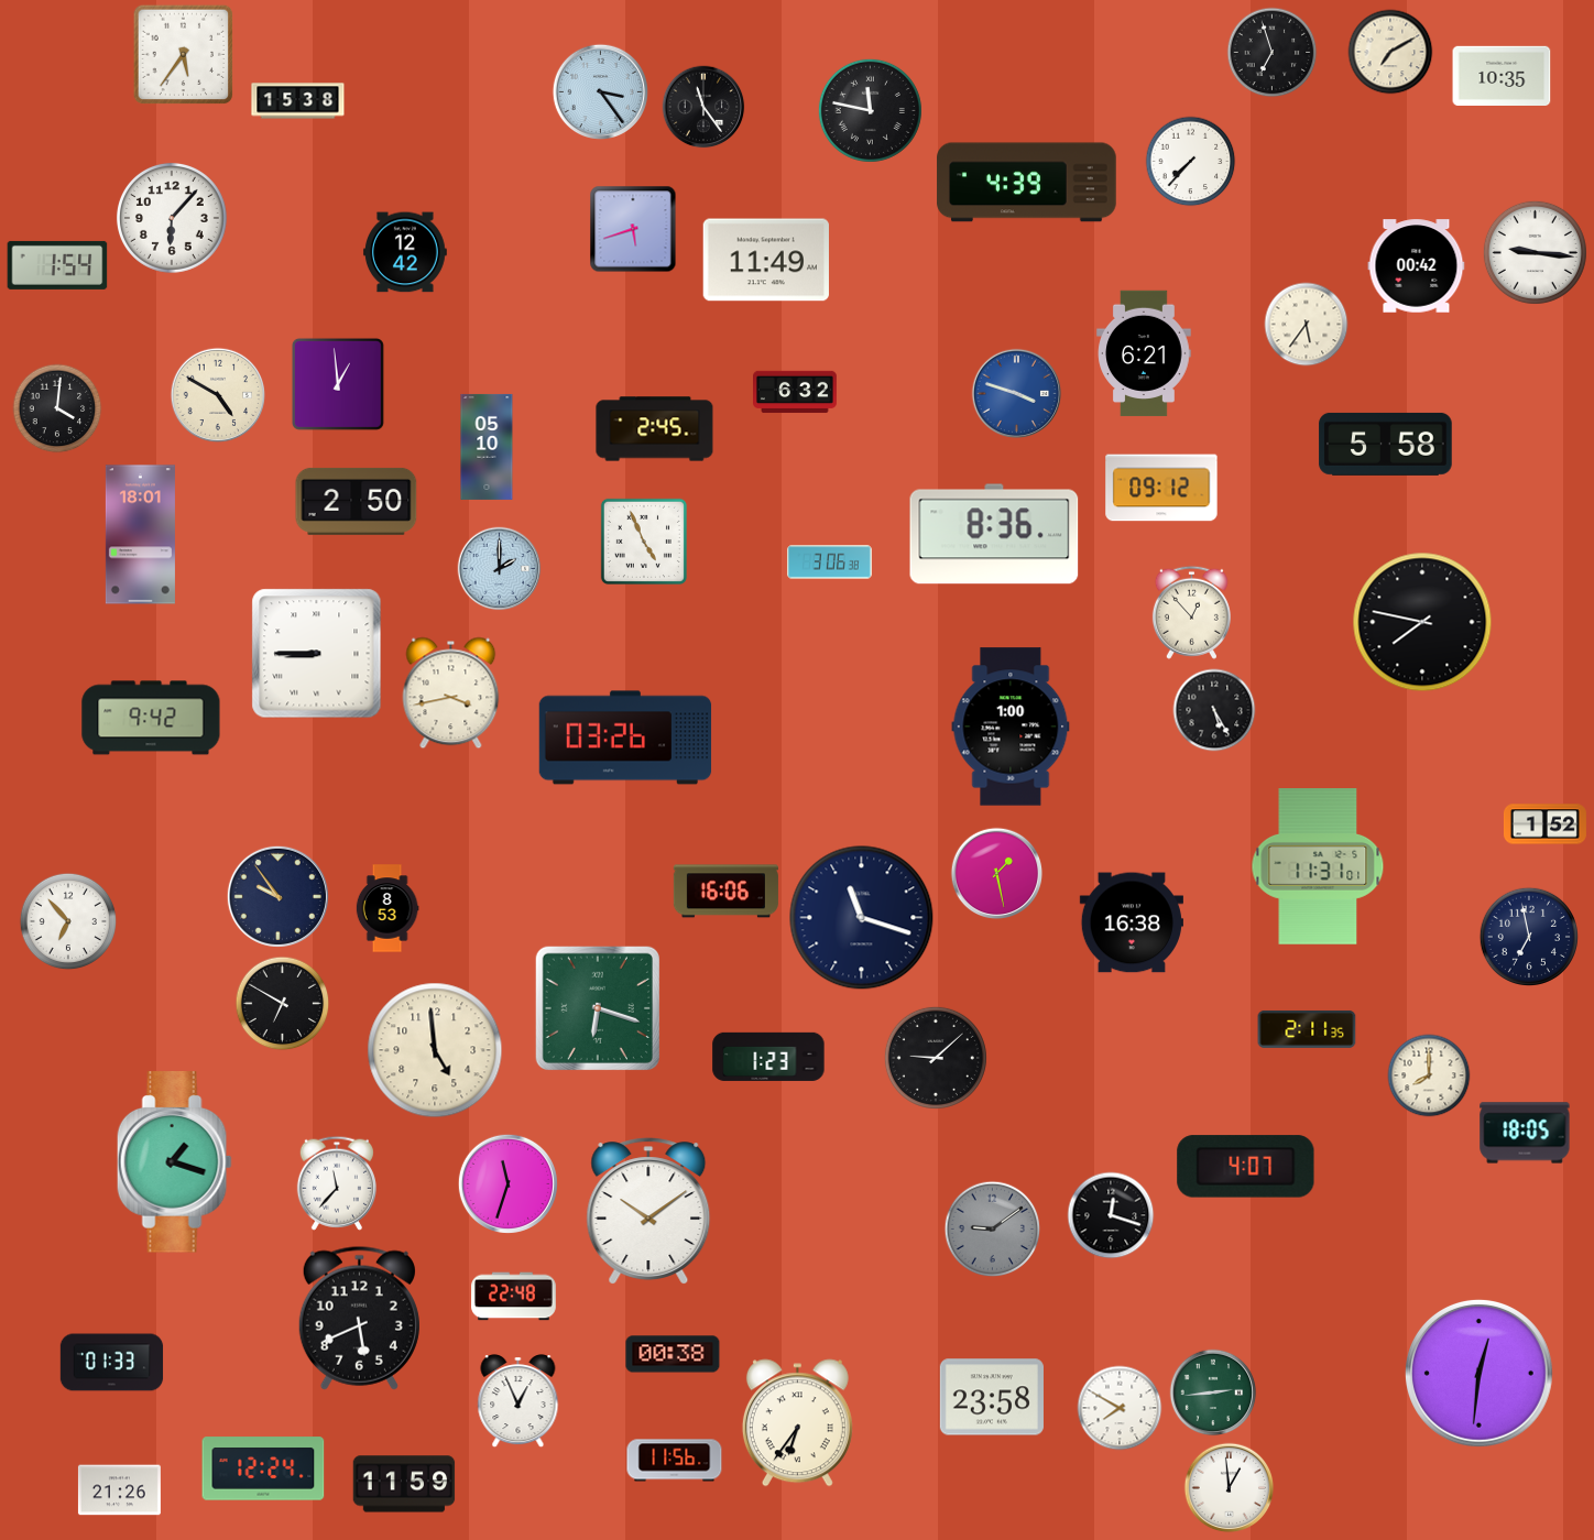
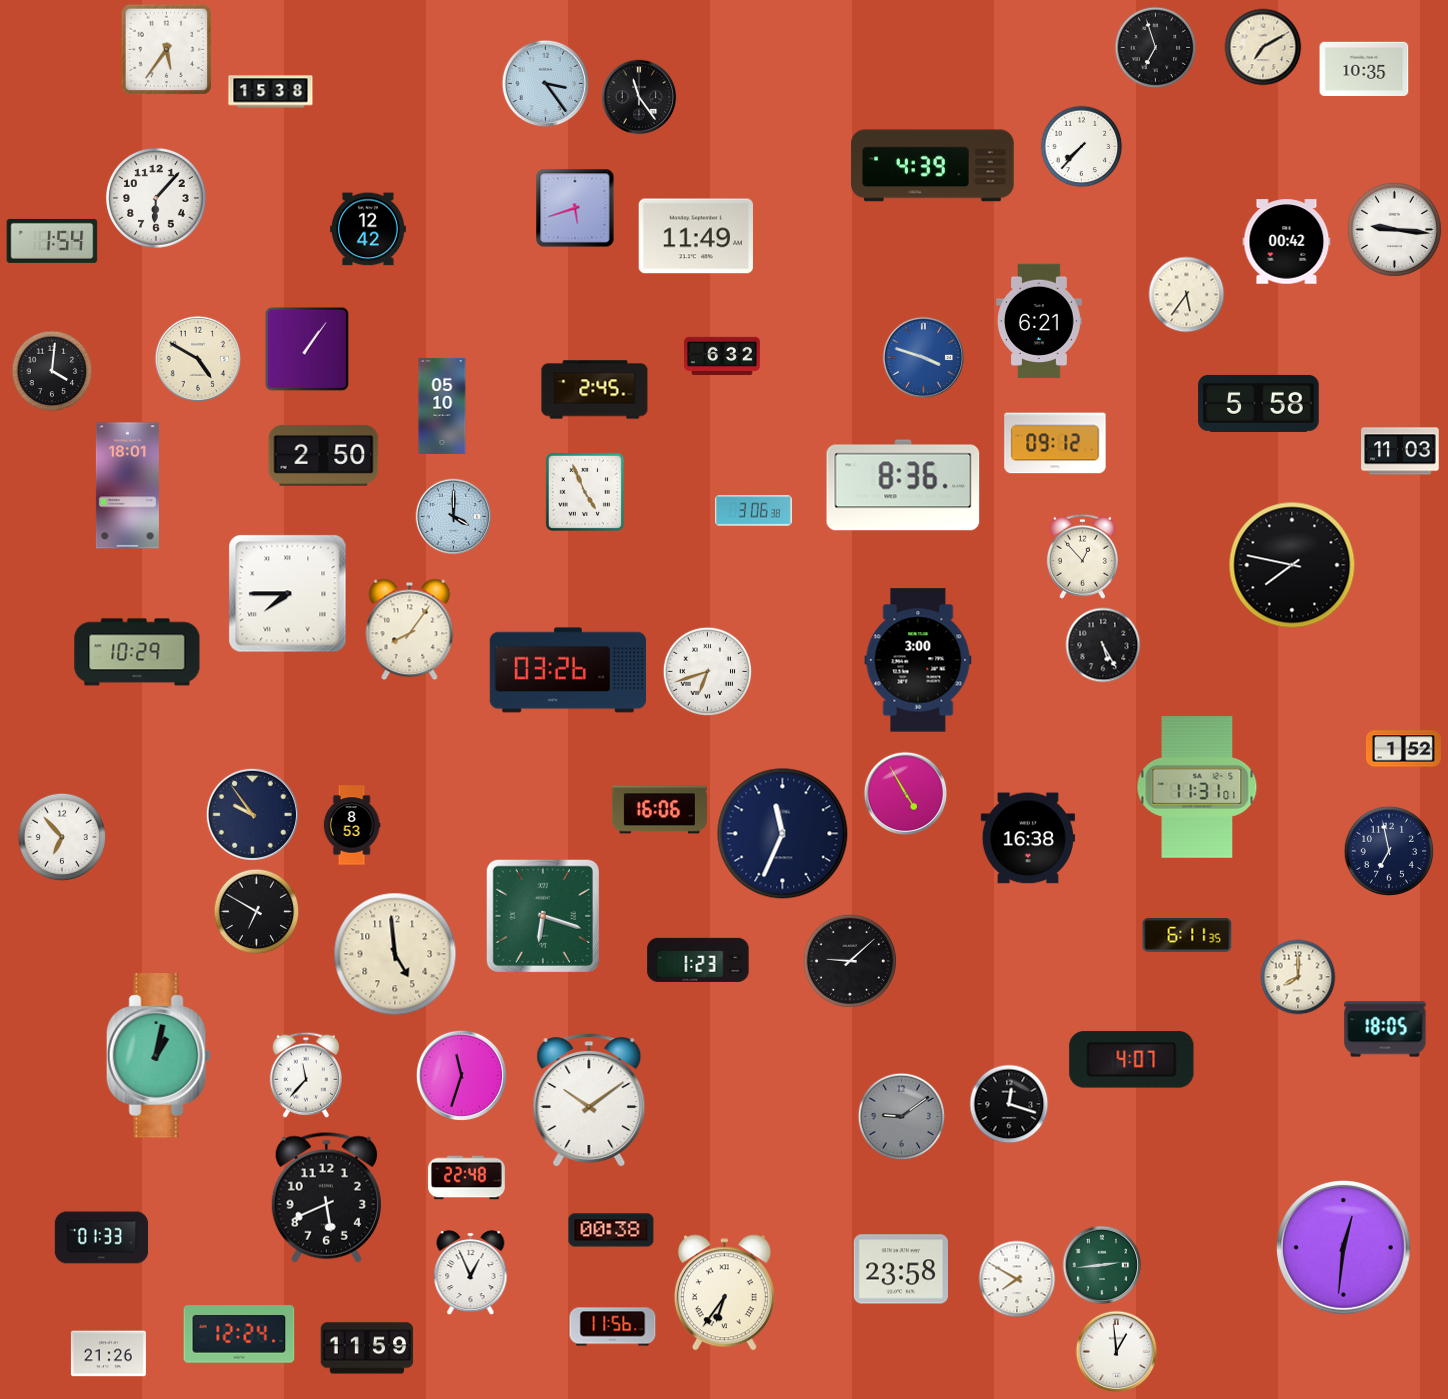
clock at (870, 110): 11:47 -> none
clock at (338, 384): 12:59 -> 1:06
clock at (1400, 451): none -> 11:03
clock at (500, 569): 2:00 -> 4:00
clock at (317, 654): 8:45 -> 7:45
clock at (451, 693): 3:43 -> 8:06
clock at (151, 718): 9:42 -> 10:29
clock at (1011, 727): 1:00 -> 3:00
clock at (707, 671): none -> 6:42
clock at (997, 874): 1:28 -> 4:55
clock at (862, 918): 11:18 -> 11:34
clock at (1307, 1029): 2:11 -> 6:11
clock at (174, 1162): 1:18 -> 1:02
